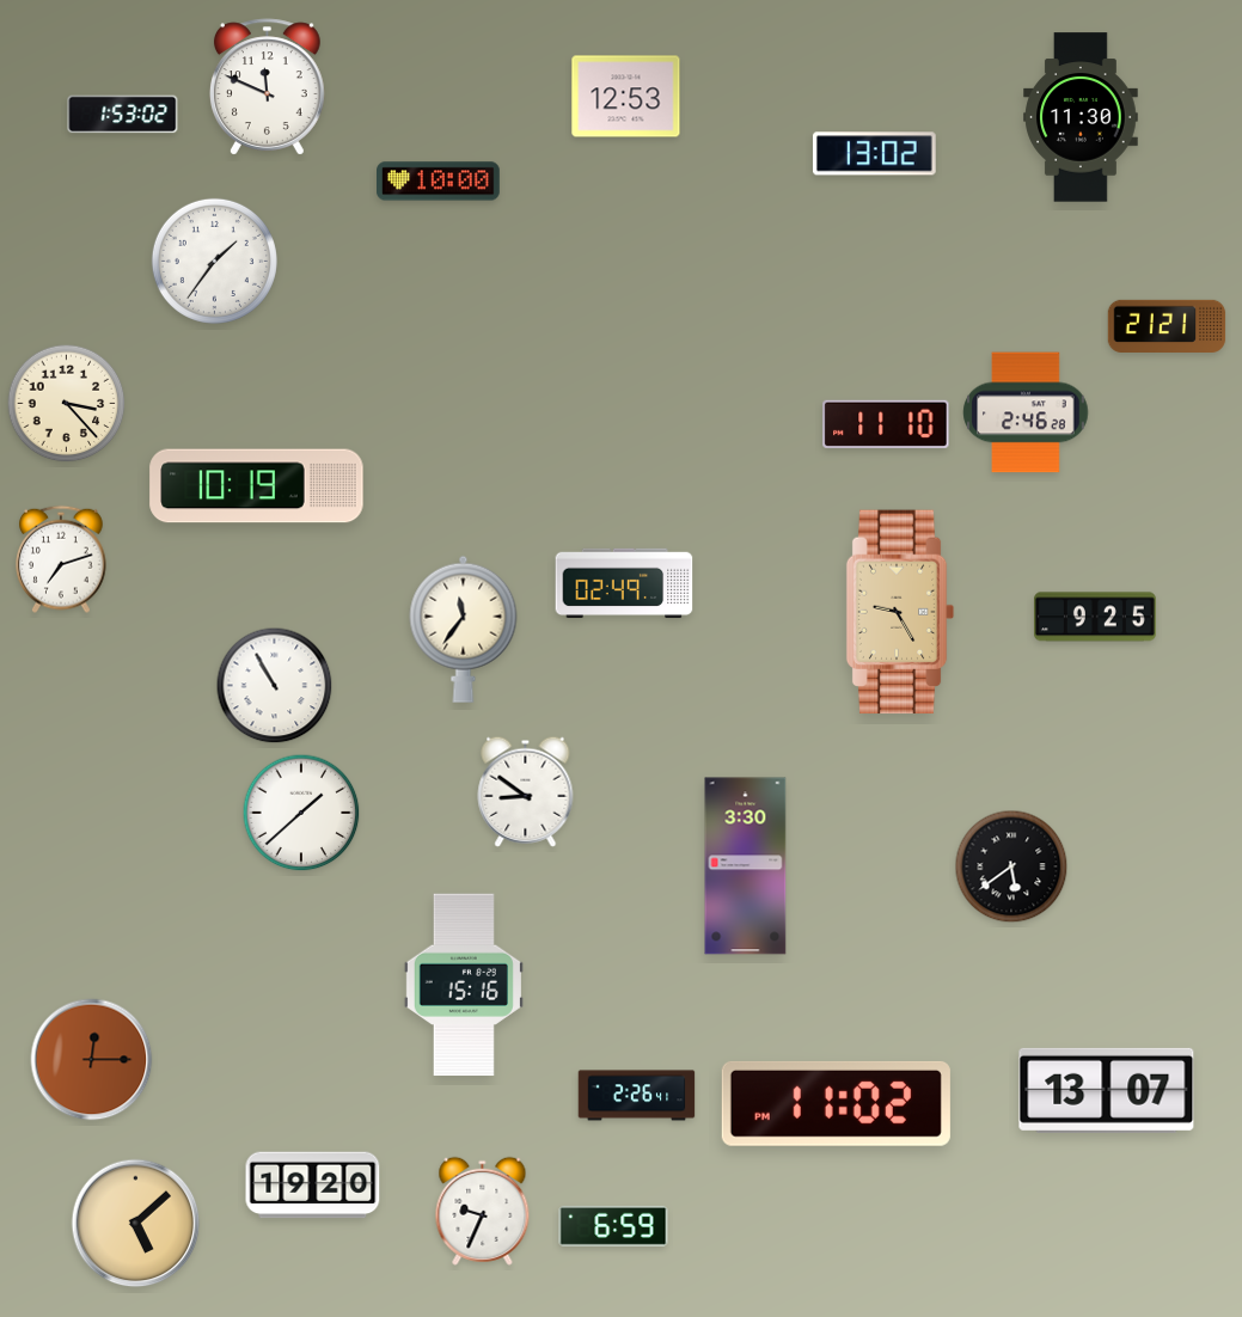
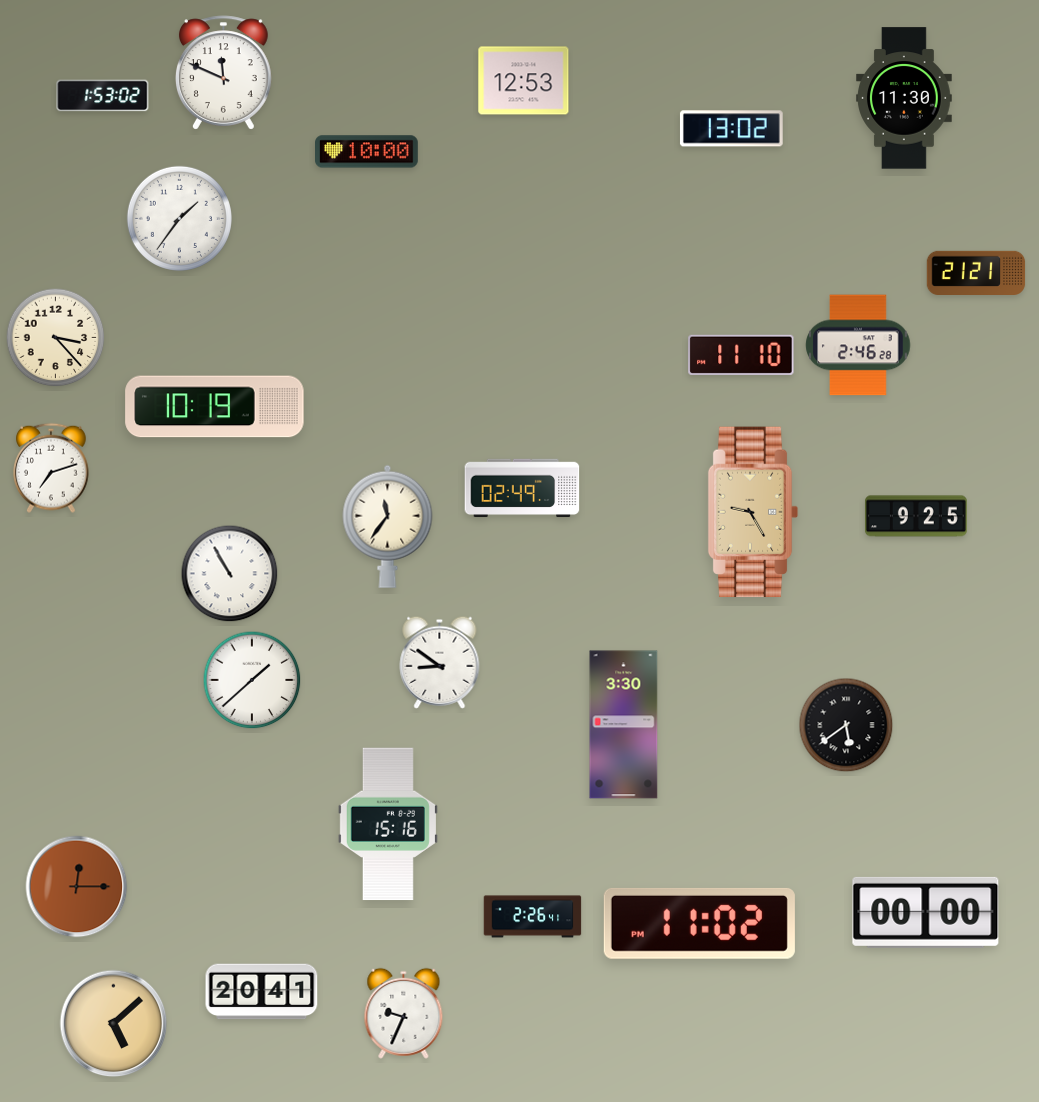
clock at (1107, 1090): 13:07 -> 00:00
clock at (313, 1186): 19:20 -> 20:41
clock at (613, 1226): 6:59 -> none
